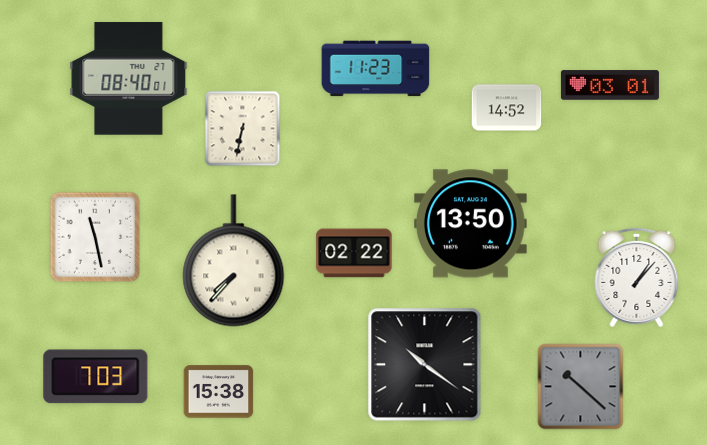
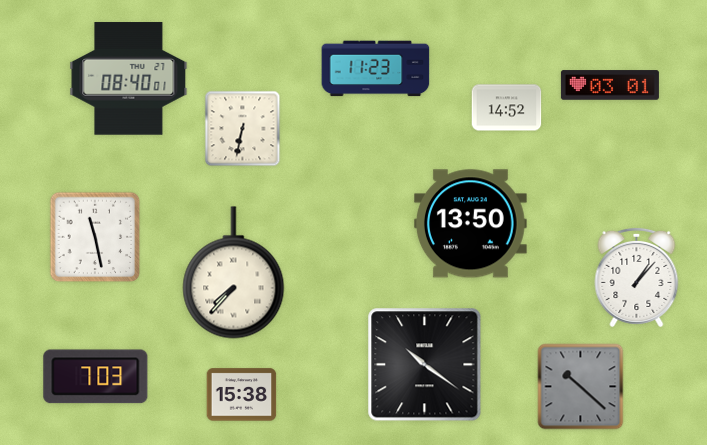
clock at (354, 253): 02:22 -> none
clock at (234, 261) position: (234, 261) -> (234, 273)
clock at (219, 392) position: (219, 392) -> (242, 395)
